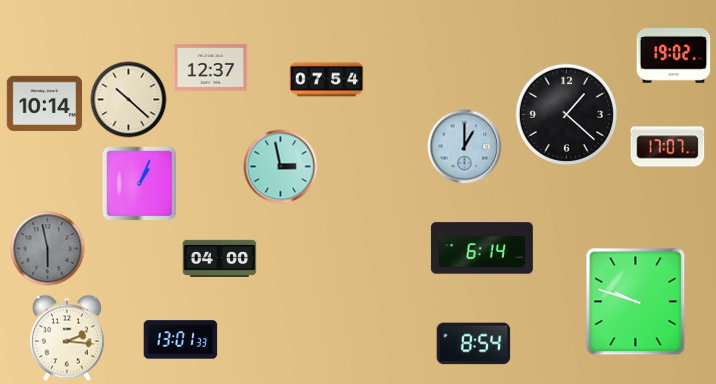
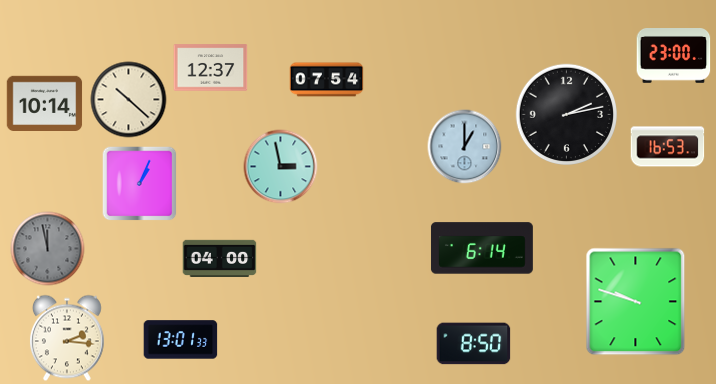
clock at (674, 56): 19:02 -> 23:00
clock at (566, 114): 1:22 -> 2:13
clock at (668, 147): 17:07 -> 16:53
clock at (48, 249): 5:58 -> 11:58
clock at (474, 344): 8:54 -> 8:50
